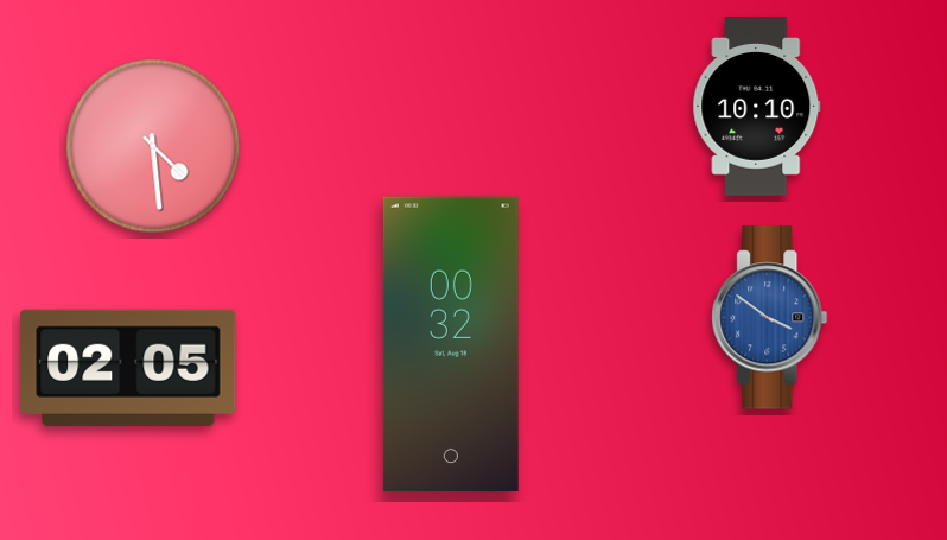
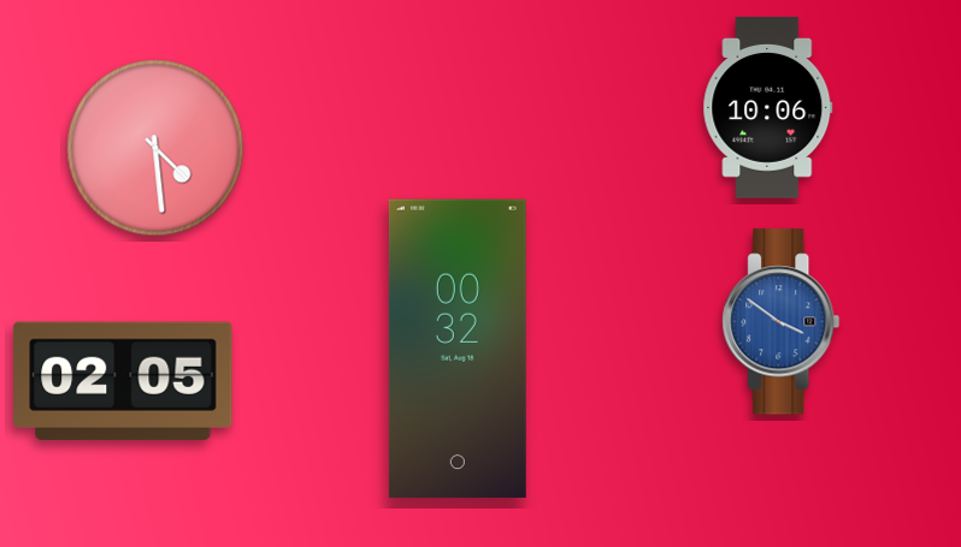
clock at (757, 107): 10:10 -> 10:06
clock at (128, 368) position: (128, 368) -> (123, 381)
